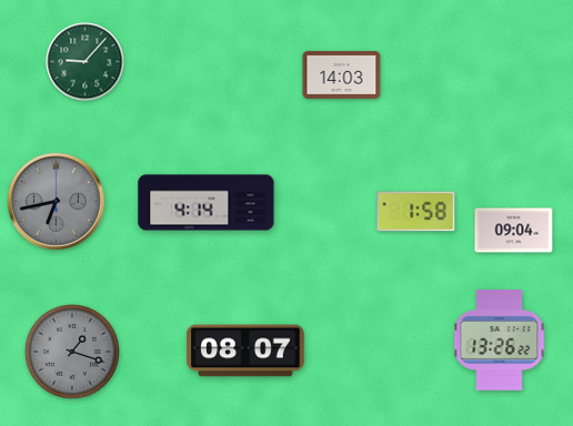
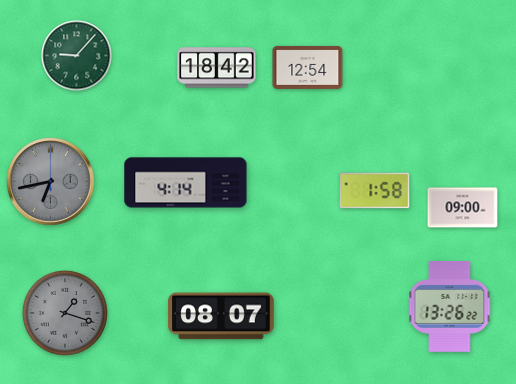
clock at (342, 74): 14:03 -> 12:54
clock at (217, 68): none -> 18:42
clock at (514, 231): 09:04 -> 09:00
clock at (72, 352) position: (72, 352) -> (65, 313)
